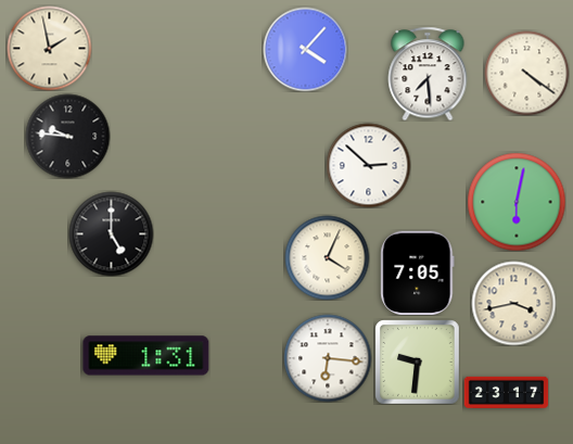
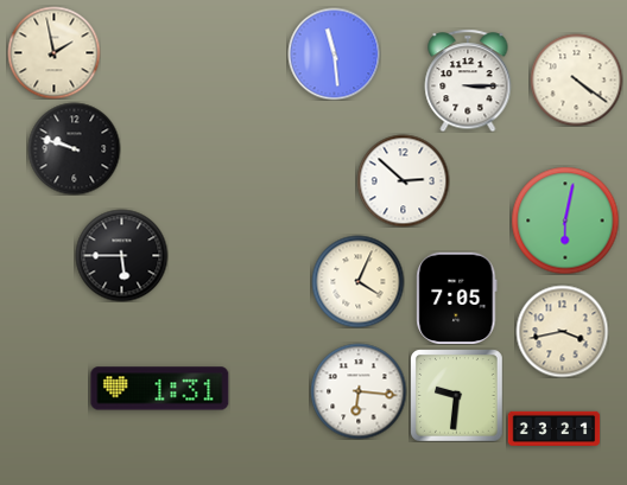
clock at (305, 49): 4:07 -> 11:29
clock at (428, 74): 7:29 -> 3:15
clock at (67, 136): 9:46 -> 9:48
clock at (111, 233): 5:00 -> 5:45
clock at (506, 392): 23:17 -> 23:21
